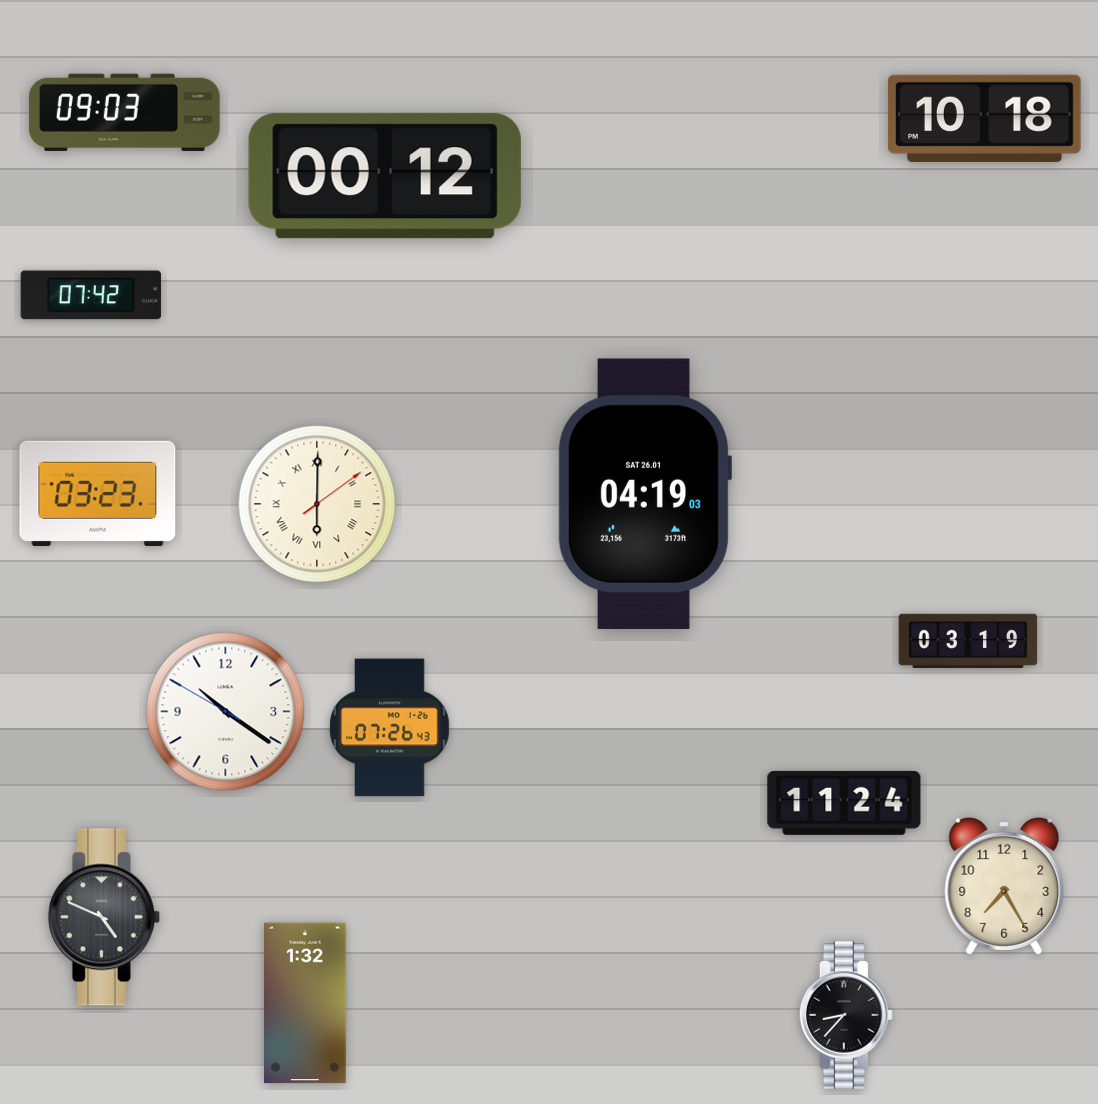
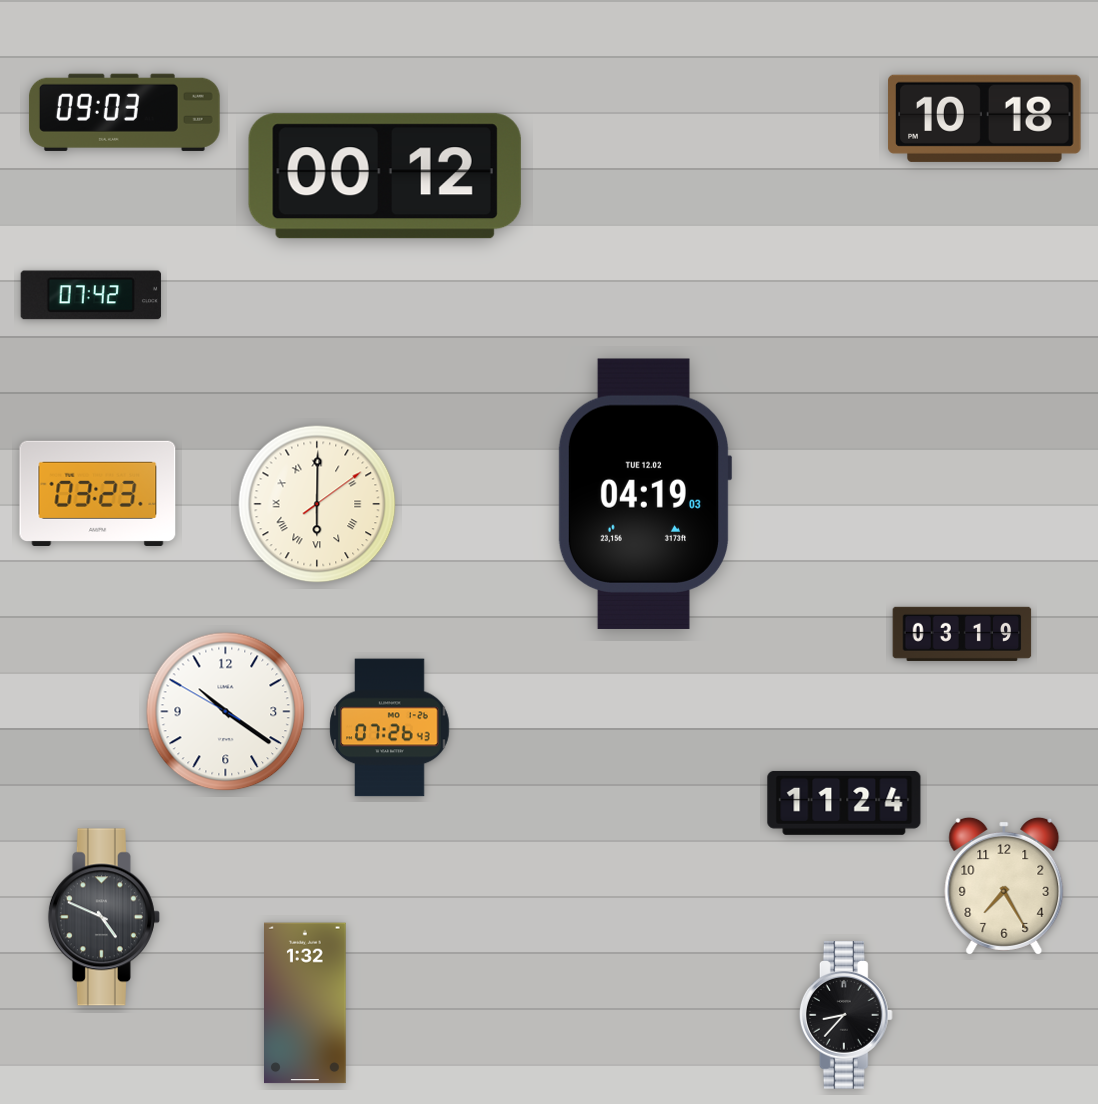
clock at (645, 494) date: SAT 26.01 -> TUE 12.02
clock at (968, 641) position: (968, 641) -> (962, 634)
